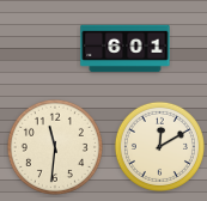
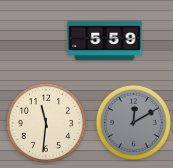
clock at (126, 49): 6:01 -> 5:59
clock at (159, 146) dial: cream -> grey
